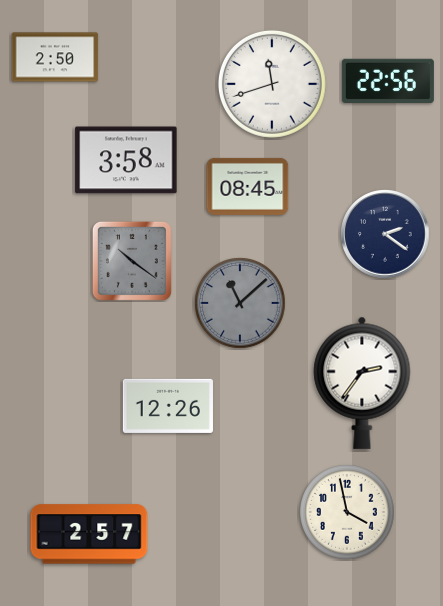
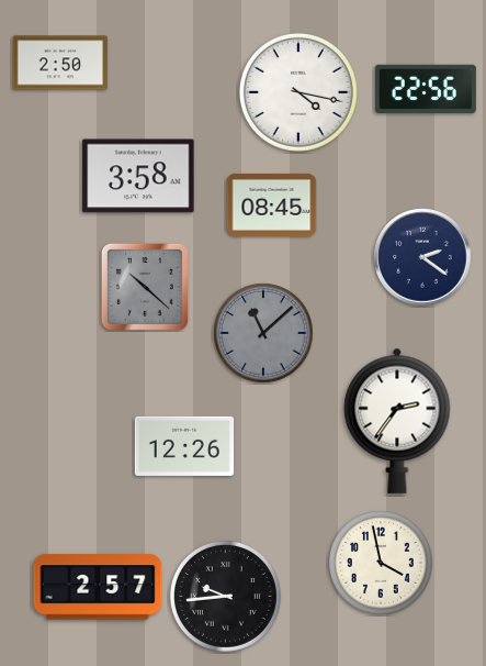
clock at (272, 84): 11:42 -> 4:17
clock at (132, 261): 10:21 -> 10:22
clock at (225, 596): none -> 9:44
